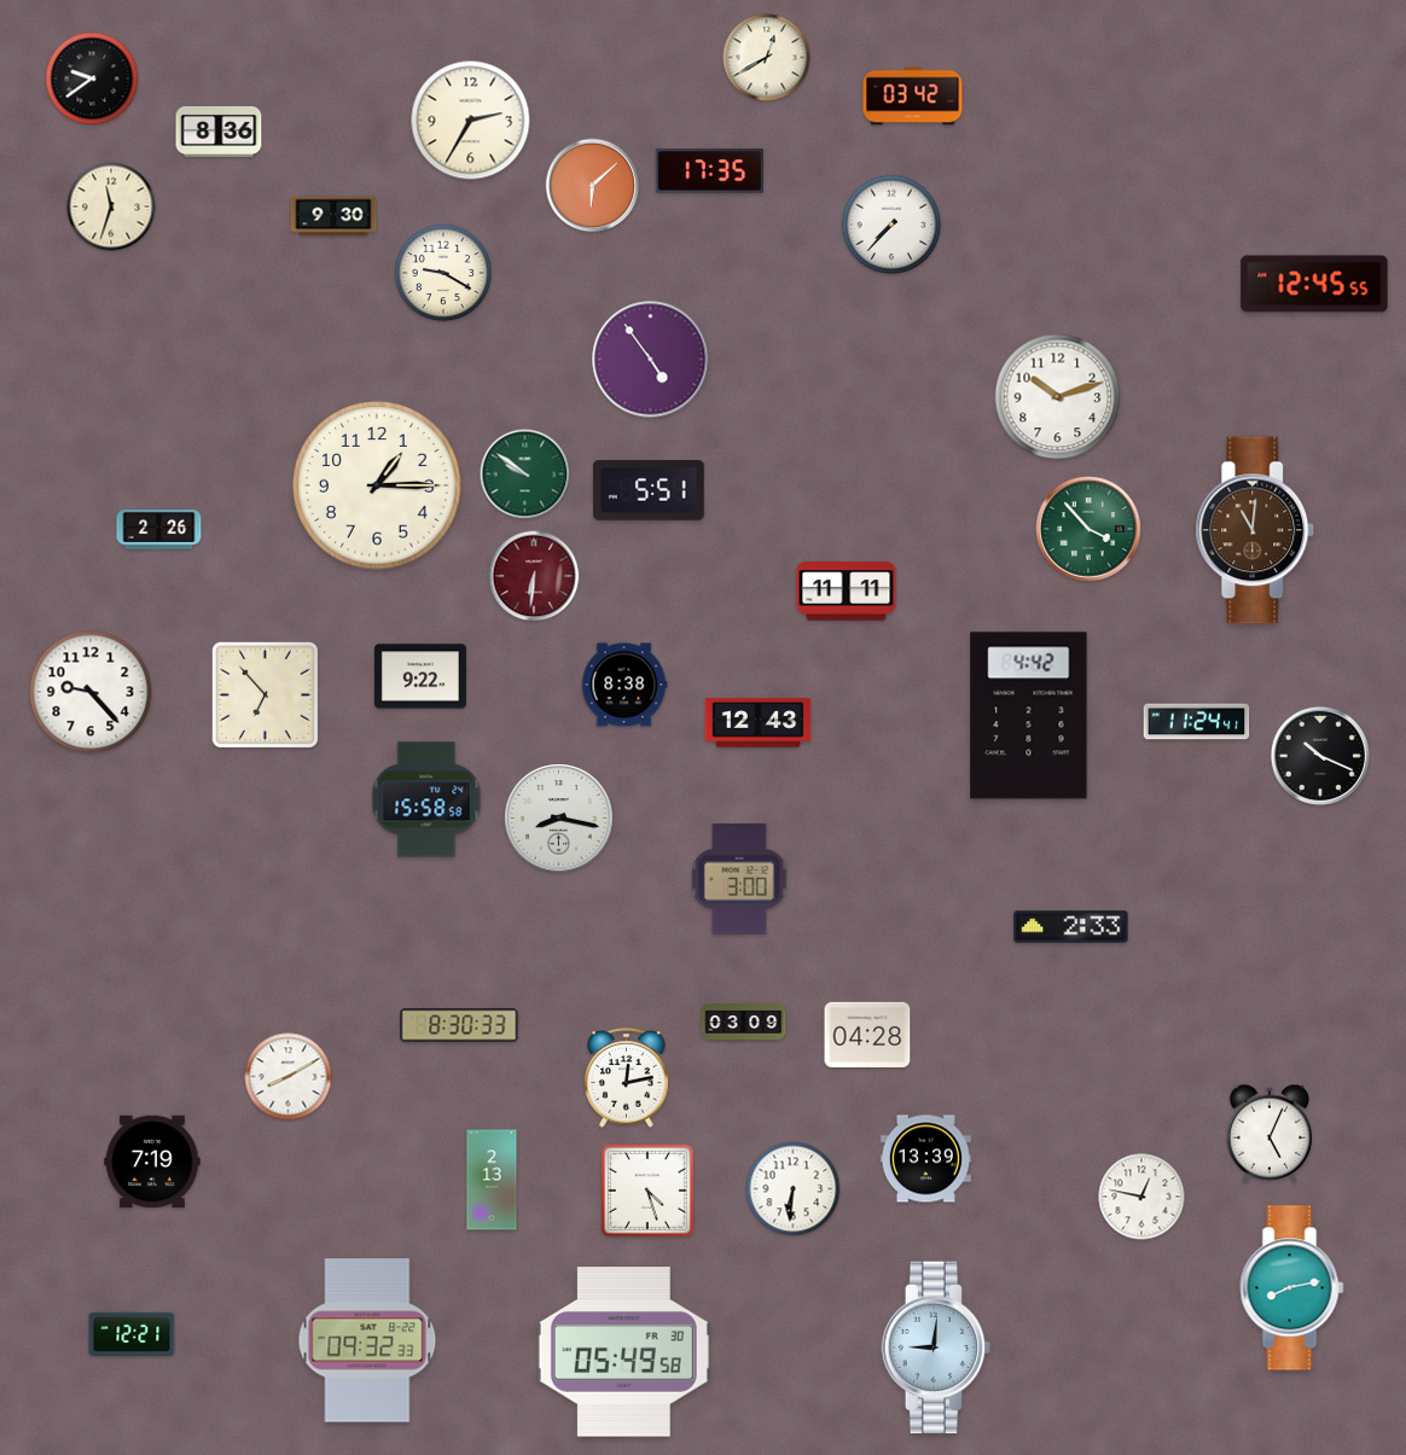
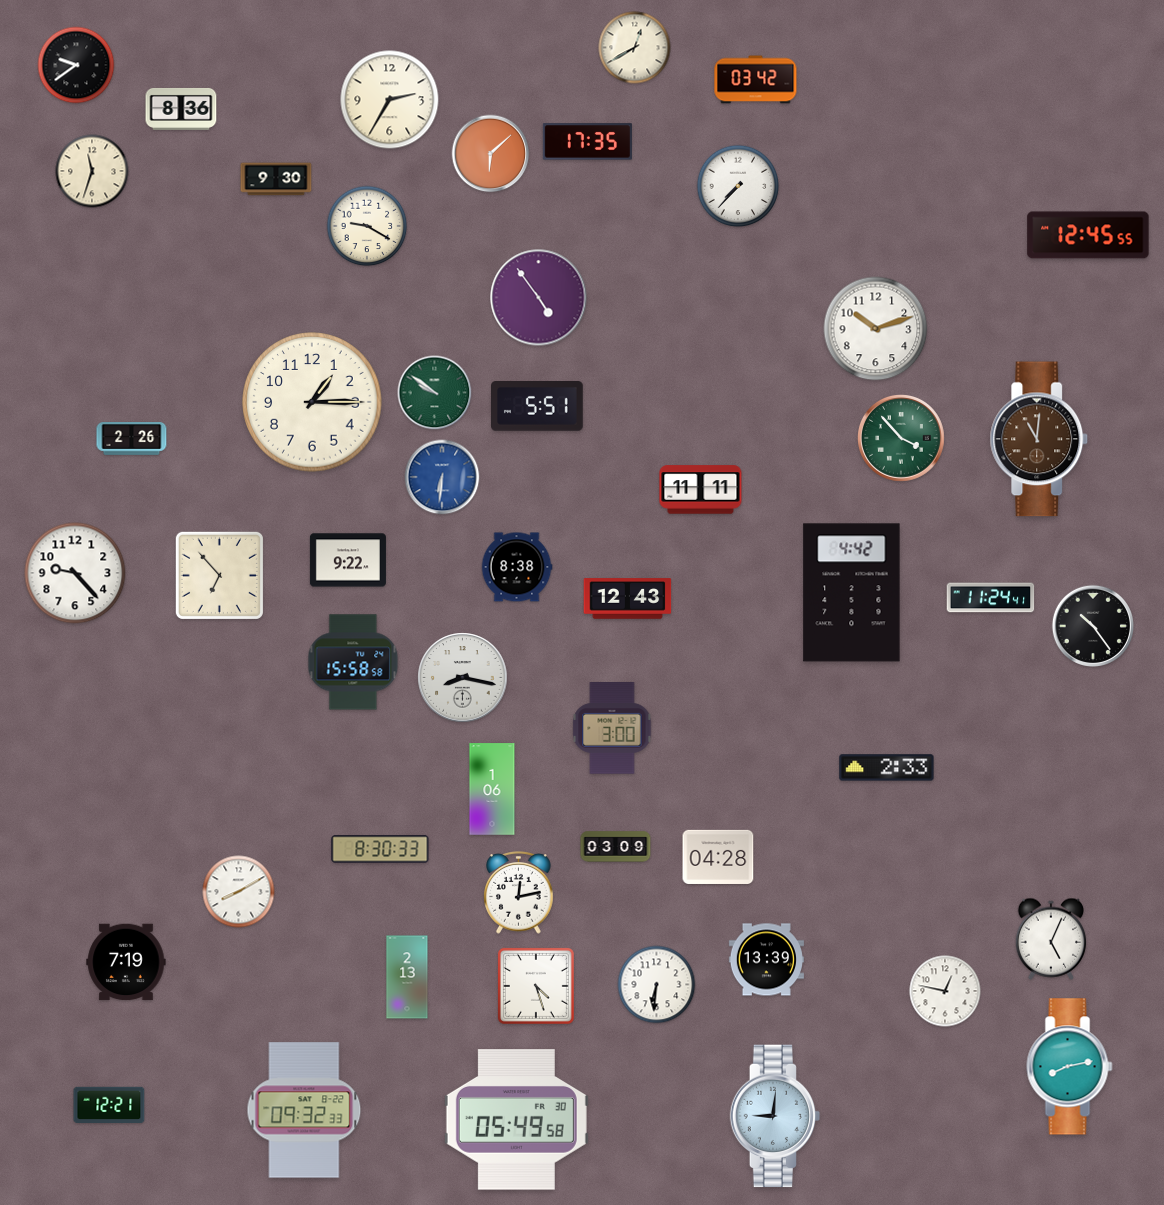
clock at (534, 576) dial: burgundy -> blue
clock at (1320, 756): 10:19 -> 10:24
clock at (492, 789): none -> 1:06
